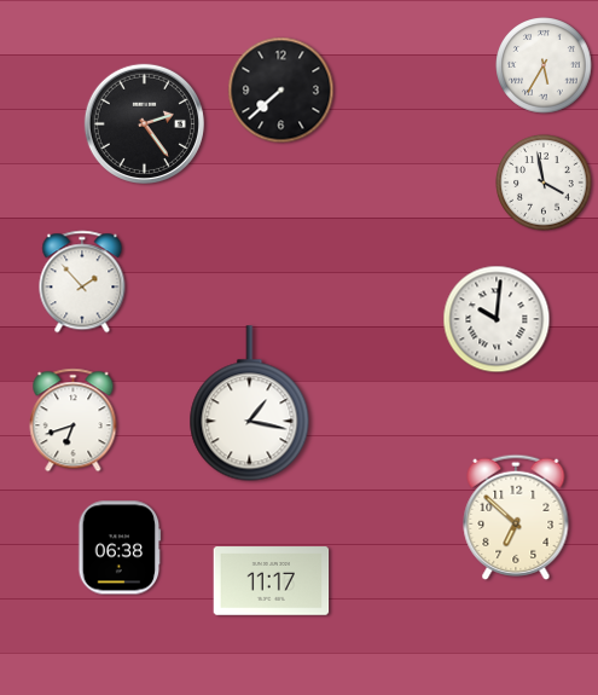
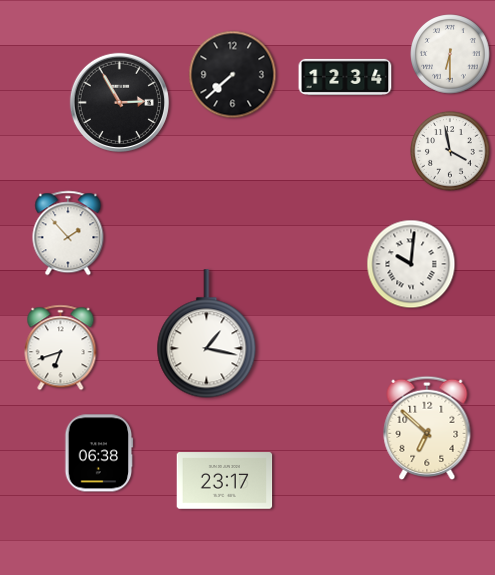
clock at (544, 65): 5:35 -> 6:30
clock at (345, 77): none -> 12:34
clock at (144, 123): 2:24 -> 2:55
clock at (272, 581): 11:17 -> 23:17
